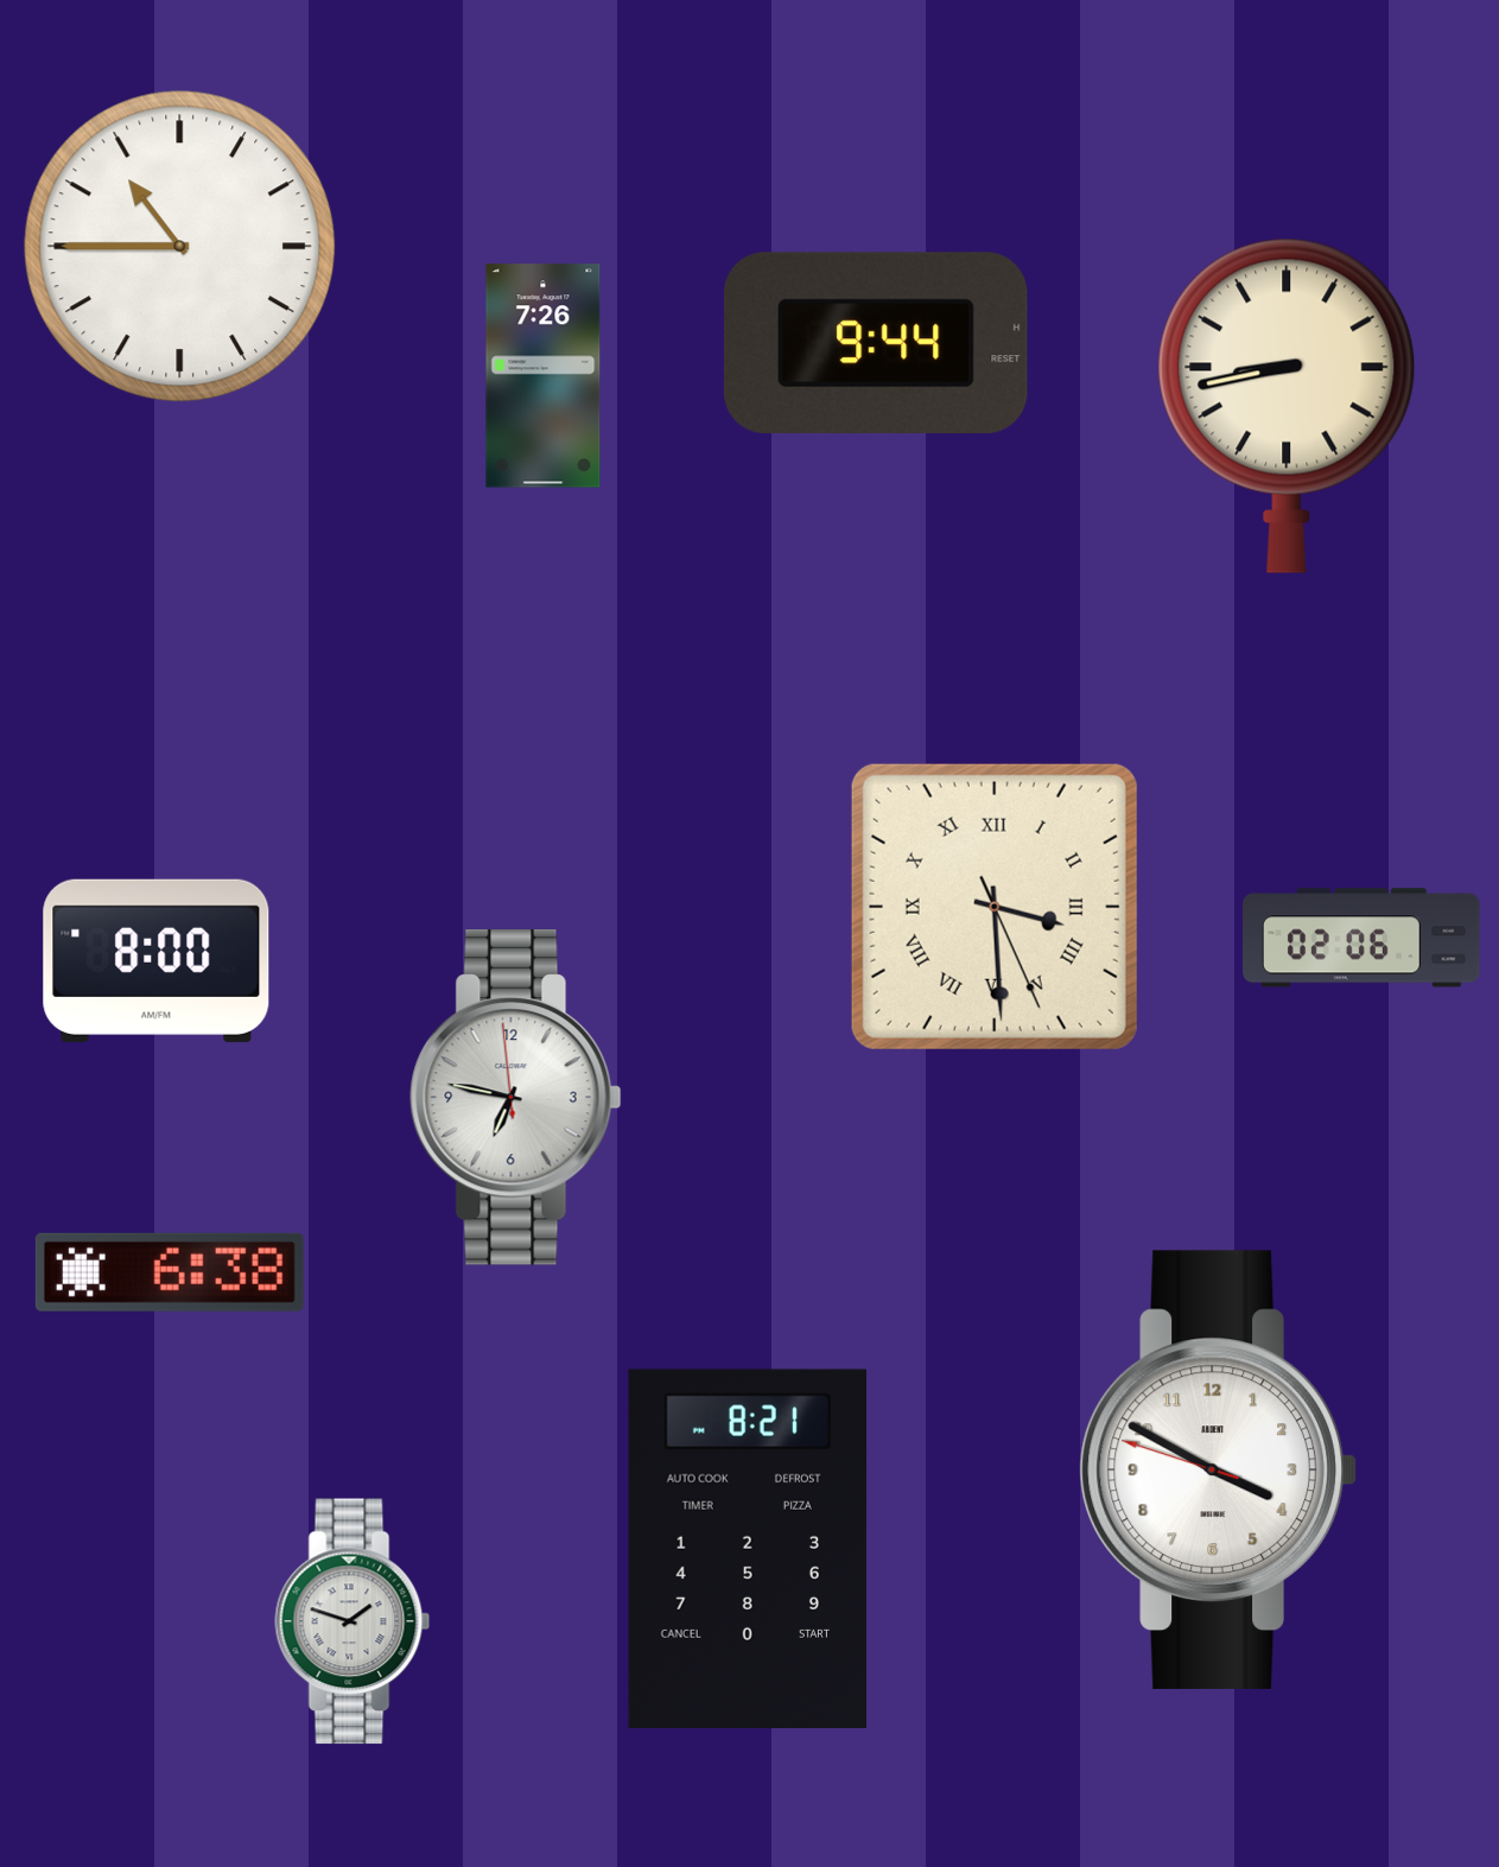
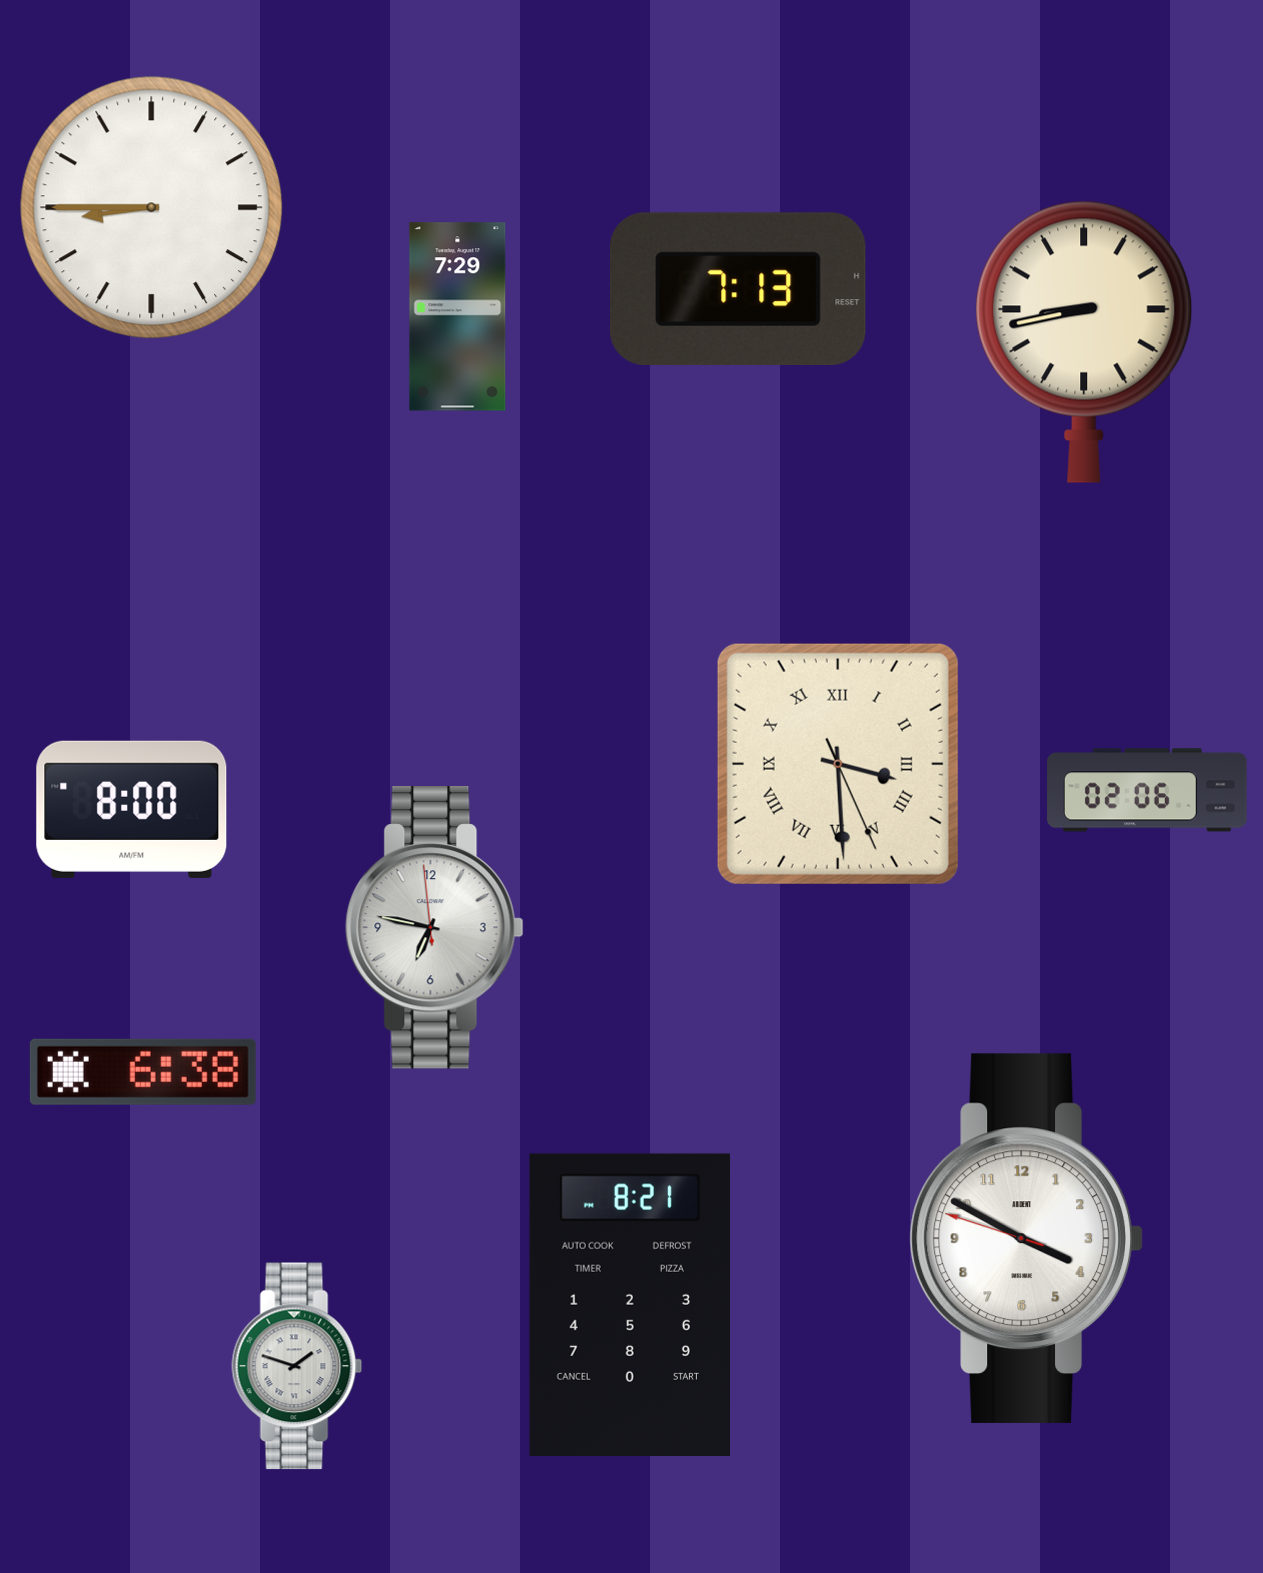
clock at (180, 247): 10:45 -> 8:45
clock at (876, 342): 9:44 -> 7:13
clock at (544, 376): 7:26 -> 7:29
clock at (516, 1098) position: (516, 1098) -> (435, 928)
